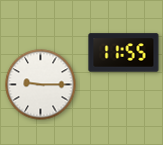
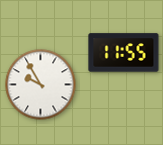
clock at (41, 85): 9:15 -> 9:55
